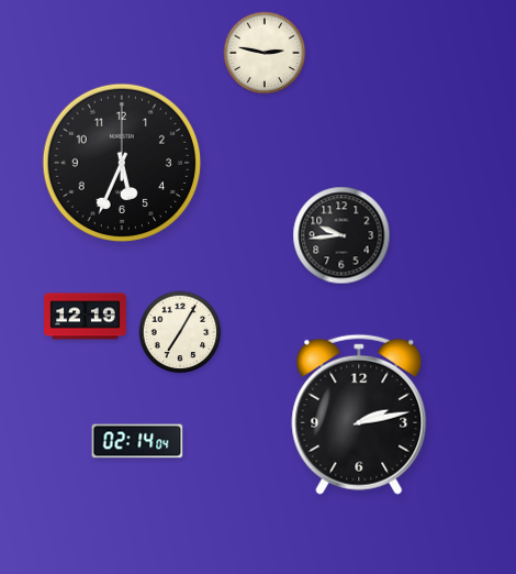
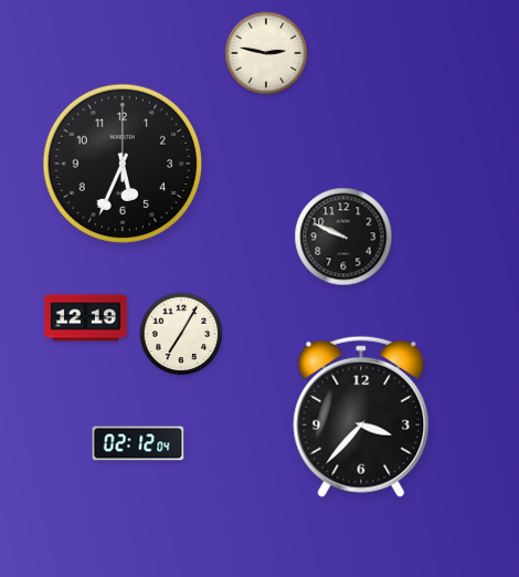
clock at (341, 235): 9:44 -> 9:49
clock at (359, 415): 2:13 -> 3:37
clock at (137, 441): 02:14 -> 02:12
